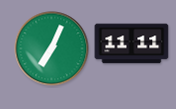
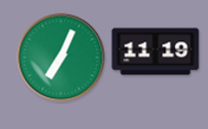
clock at (132, 44): 11:11 -> 11:19
